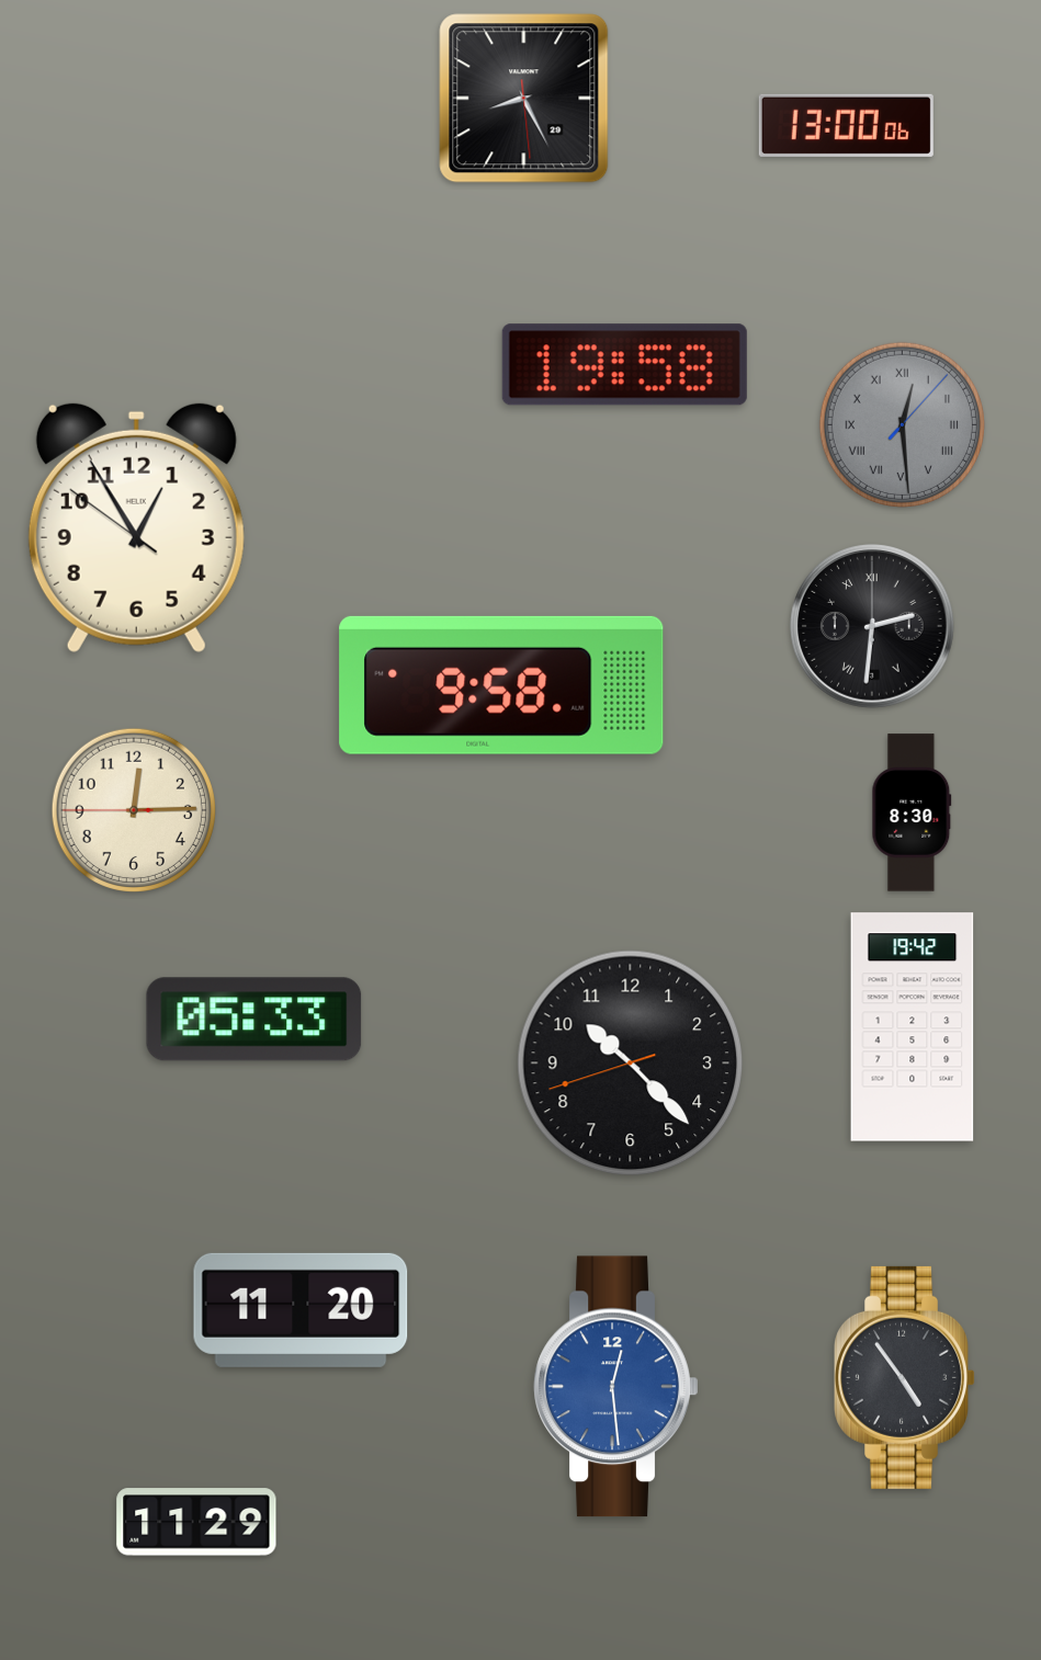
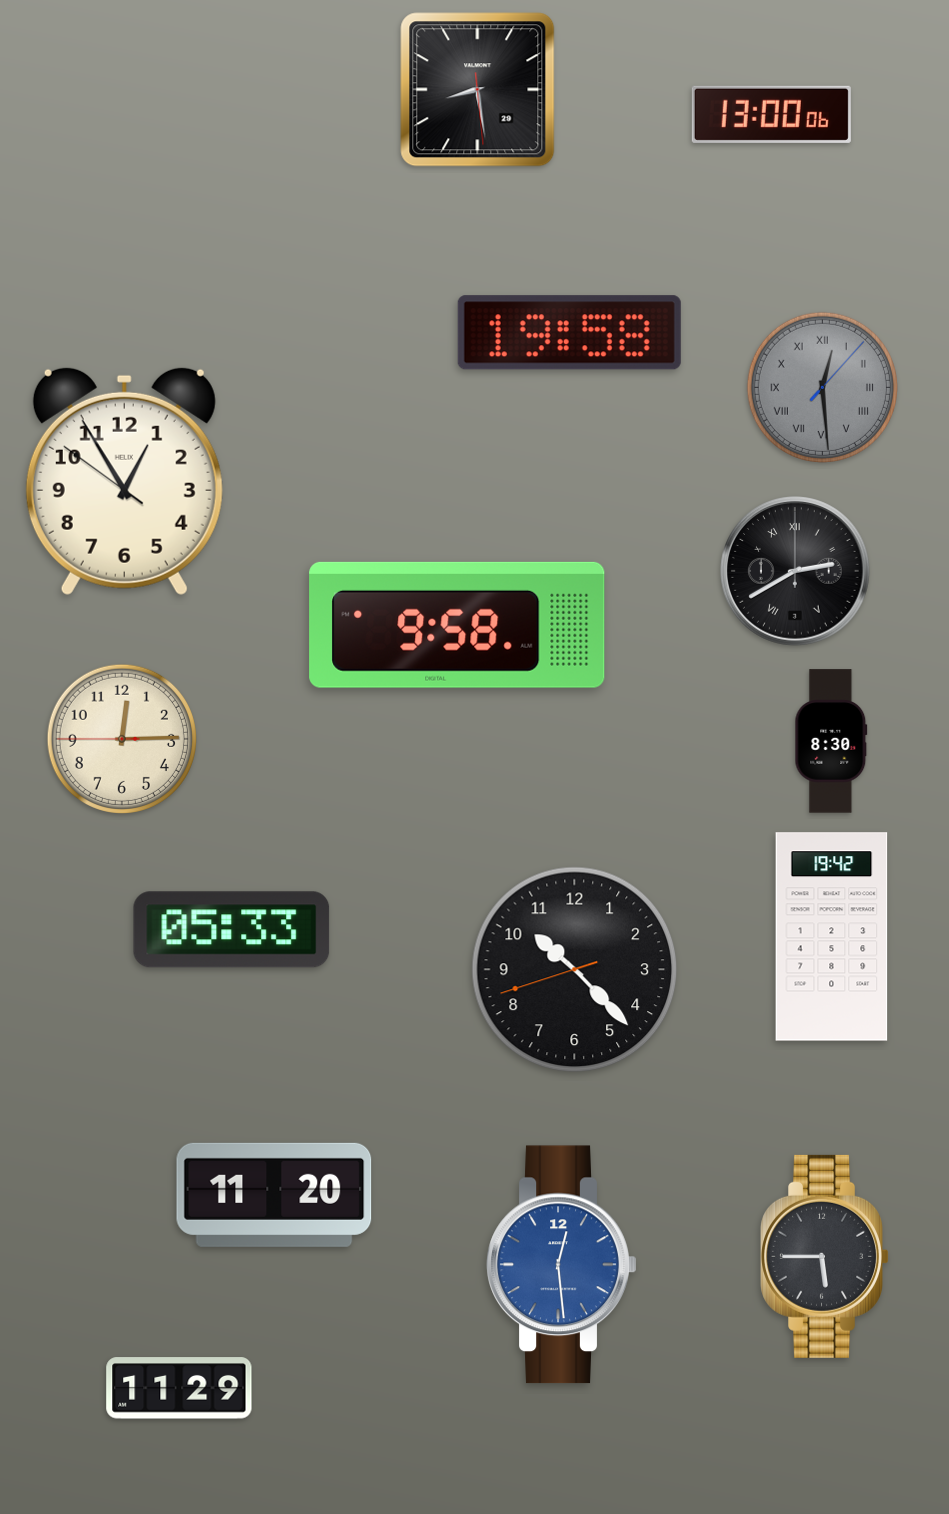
clock at (524, 99): 8:25 -> 8:28
clock at (873, 627): 2:31 -> 2:40
clock at (904, 1377): 4:54 -> 5:45
